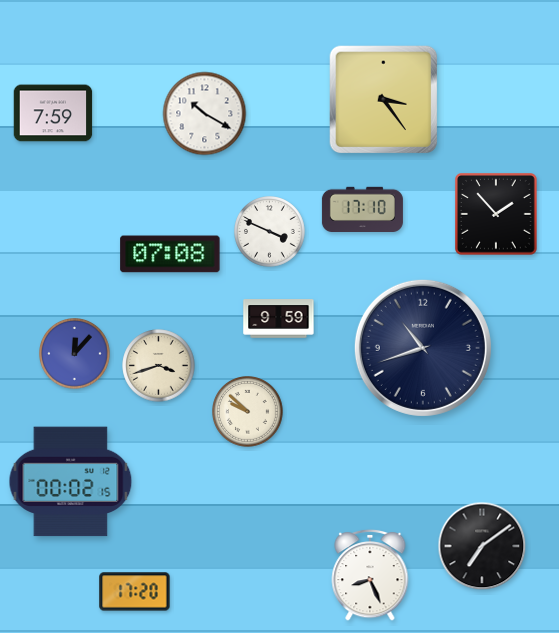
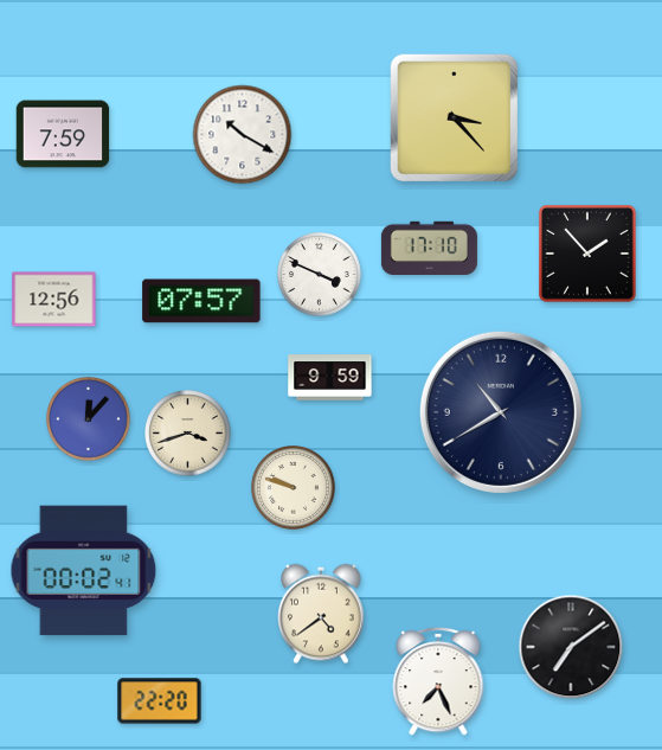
clock at (384, 100): 3:24 -> 3:23
clock at (54, 300): none -> 12:56
clock at (170, 254): 07:08 -> 07:57
clock at (423, 348): 10:42 -> 10:40
clock at (248, 412): 9:52 -> 9:48
clock at (71, 482): 00:02:15 -> 00:02:41
clock at (321, 614): none -> 4:39
clock at (370, 575): 8:26 -> 7:26
clock at (135, 592): 17:20 -> 22:20
